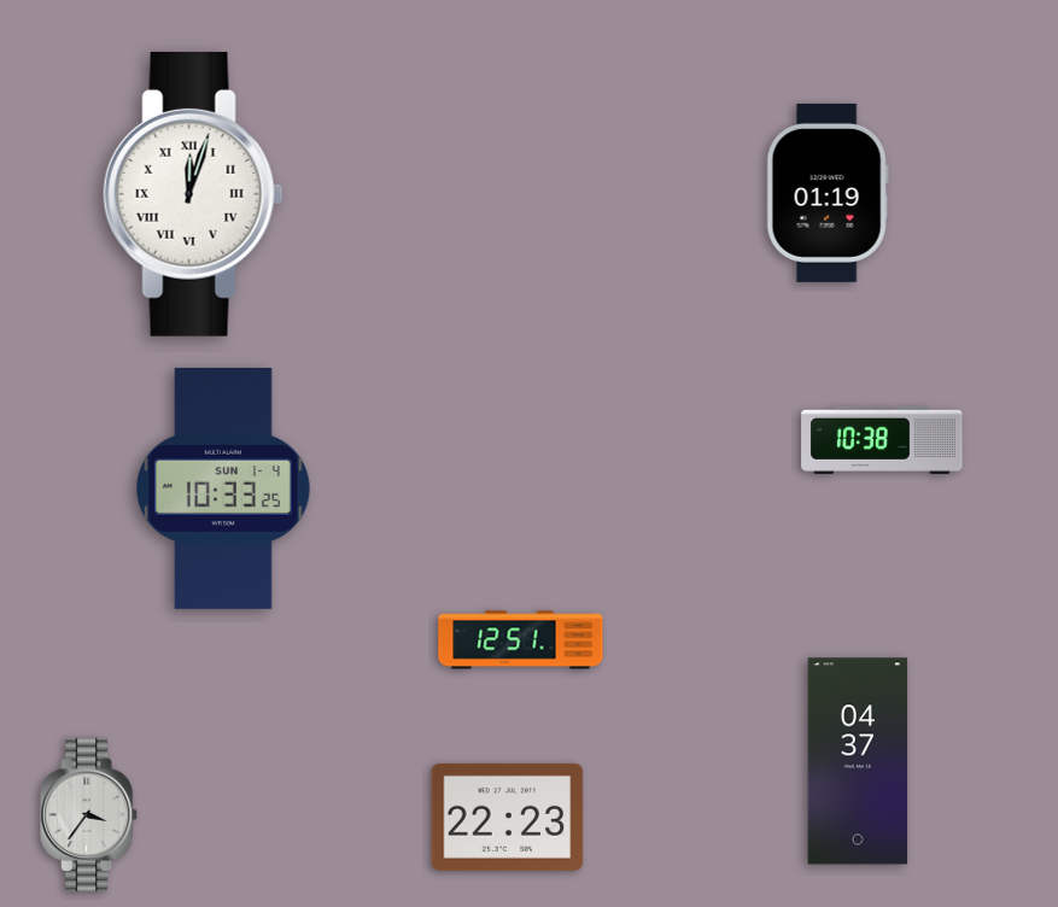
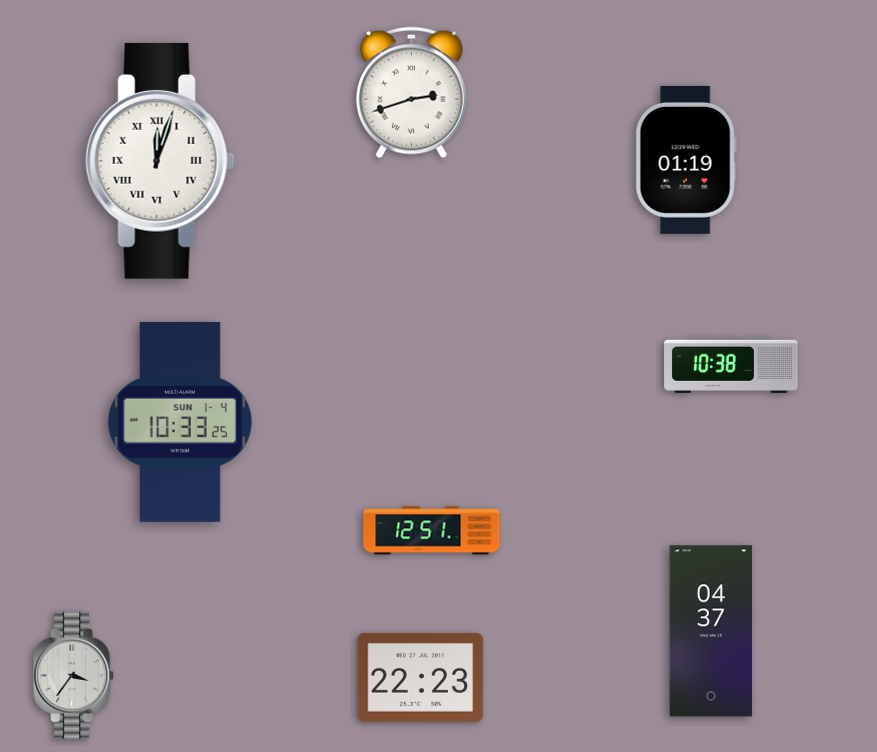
clock at (411, 93): none -> 2:42
clock at (223, 488) position: (223, 488) -> (180, 422)
